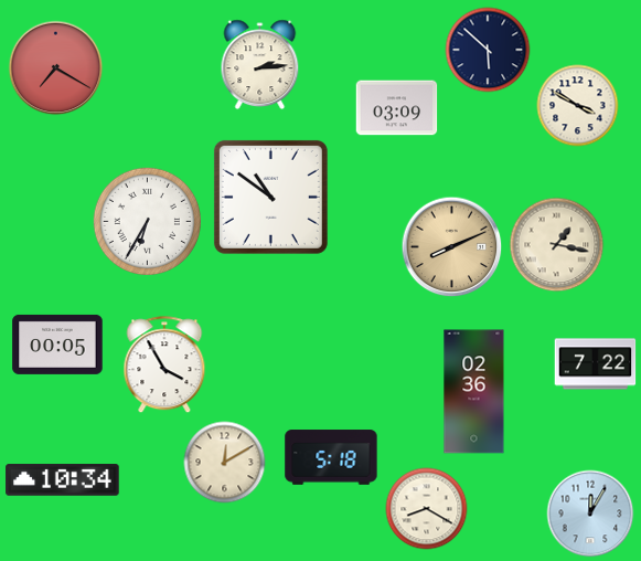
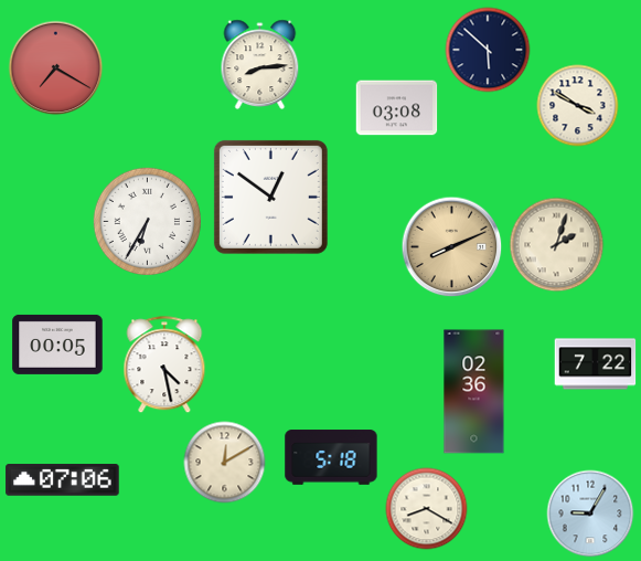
clock at (260, 65): 2:14 -> 8:14
clock at (397, 108): 03:09 -> 03:08
clock at (270, 197): 10:51 -> 12:51
clock at (557, 245): 1:17 -> 2:03
clock at (164, 366): 3:55 -> 4:28
clock at (63, 480): 10:34 -> 07:06
clock at (590, 514): 12:05 -> 9:05
